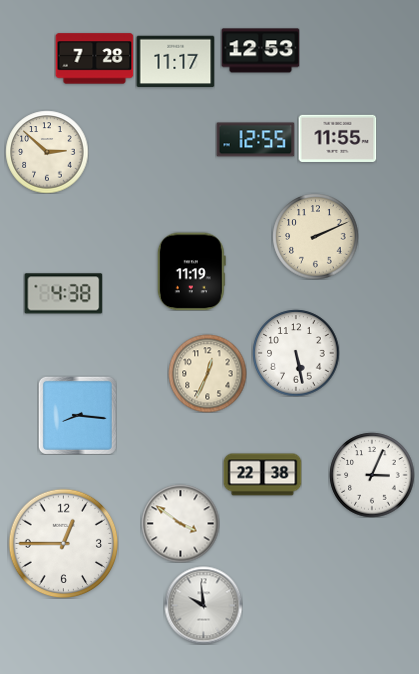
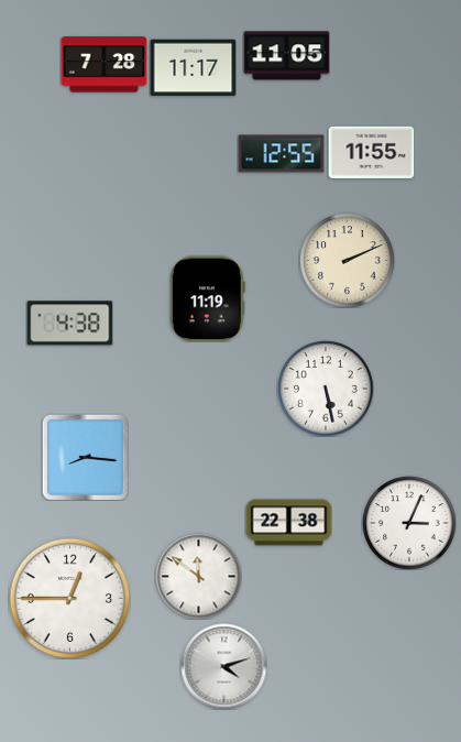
clock at (260, 51): 12:53 -> 11:05
clock at (47, 152): 2:52 -> none
clock at (191, 271) position: (191, 271) -> (207, 298)
clock at (207, 373): 12:34 -> none
clock at (180, 523): 3:51 -> 11:51
clock at (203, 605): 9:59 -> 4:12
